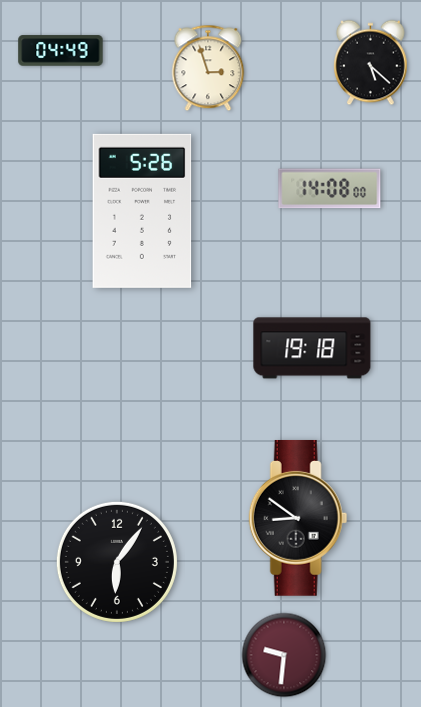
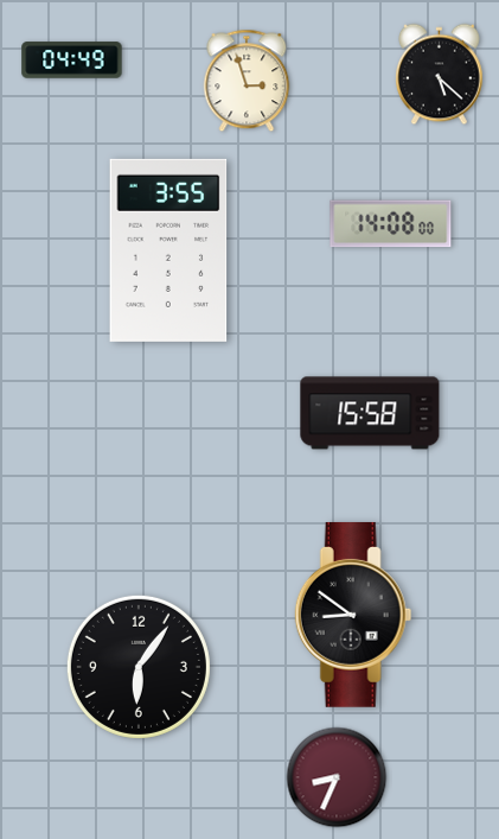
clock at (142, 211): 5:26 -> 3:55
clock at (312, 348): 19:18 -> 15:58
clock at (284, 655): 9:31 -> 8:34
